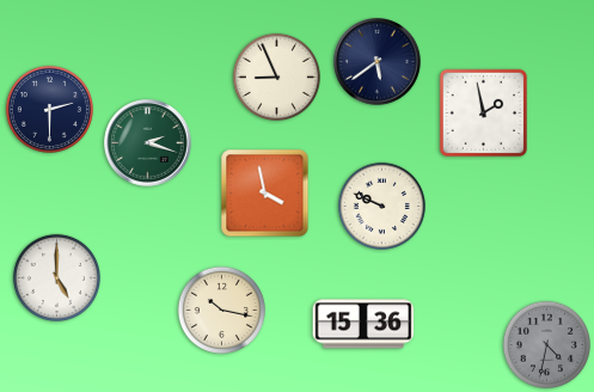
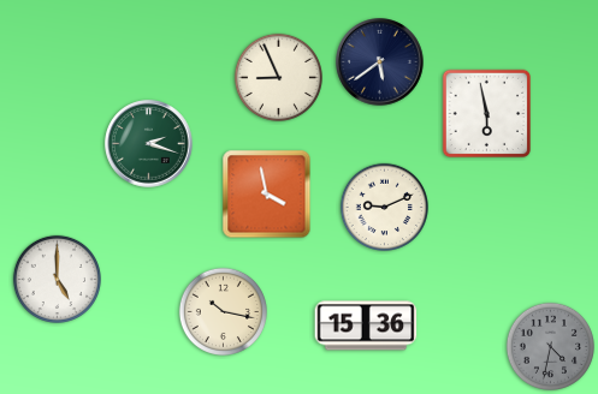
clock at (49, 109): 2:30 -> none
clock at (484, 114): 1:58 -> 5:58
clock at (381, 206): 9:49 -> 9:11
